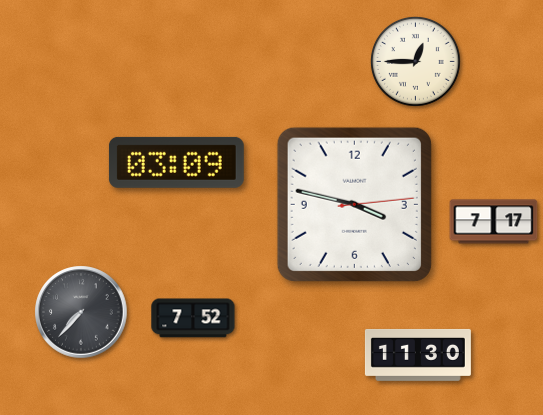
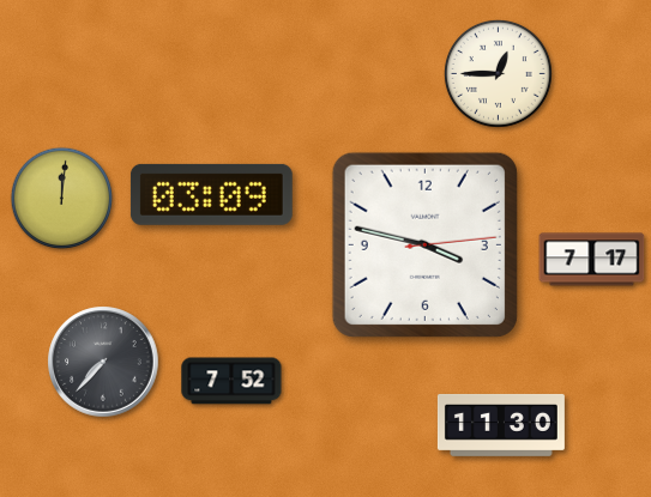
clock at (62, 199): none -> 12:01
clock at (494, 222) position: (494, 222) -> (592, 260)
clock at (81, 312) position: (81, 312) -> (103, 362)
